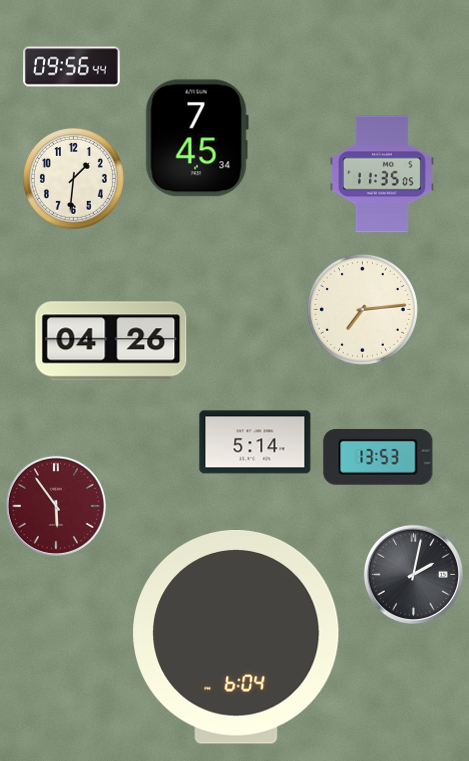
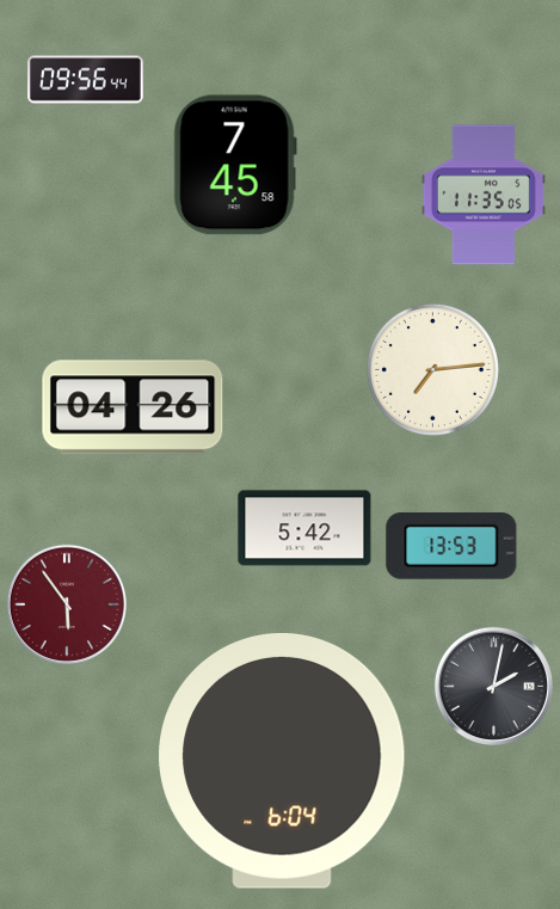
clock at (197, 138): 7:45:34 -> 7:45:58
clock at (382, 174) position: (382, 174) -> (484, 195)
clock at (73, 178): 1:31 -> none
clock at (255, 442): 5:14 -> 5:42
